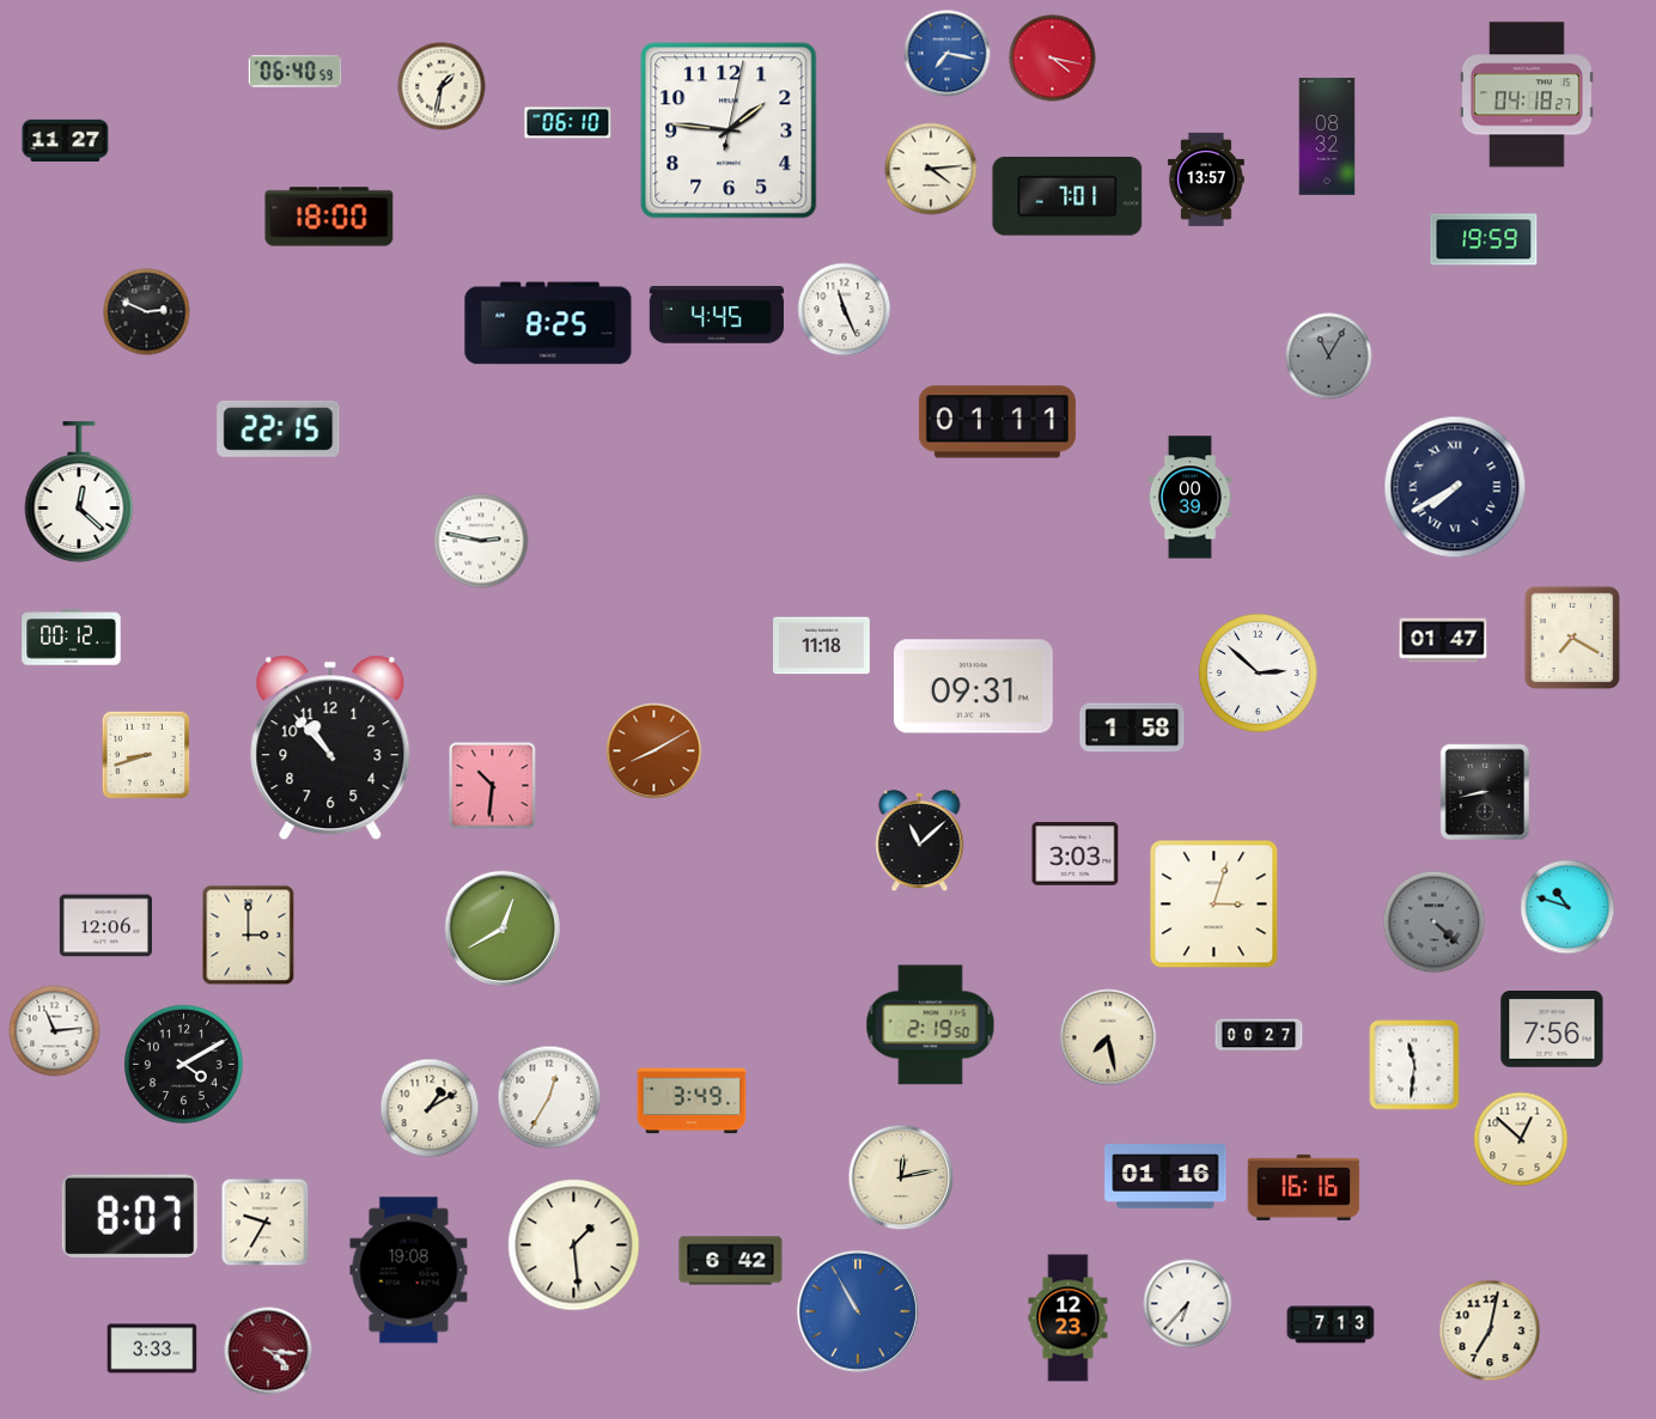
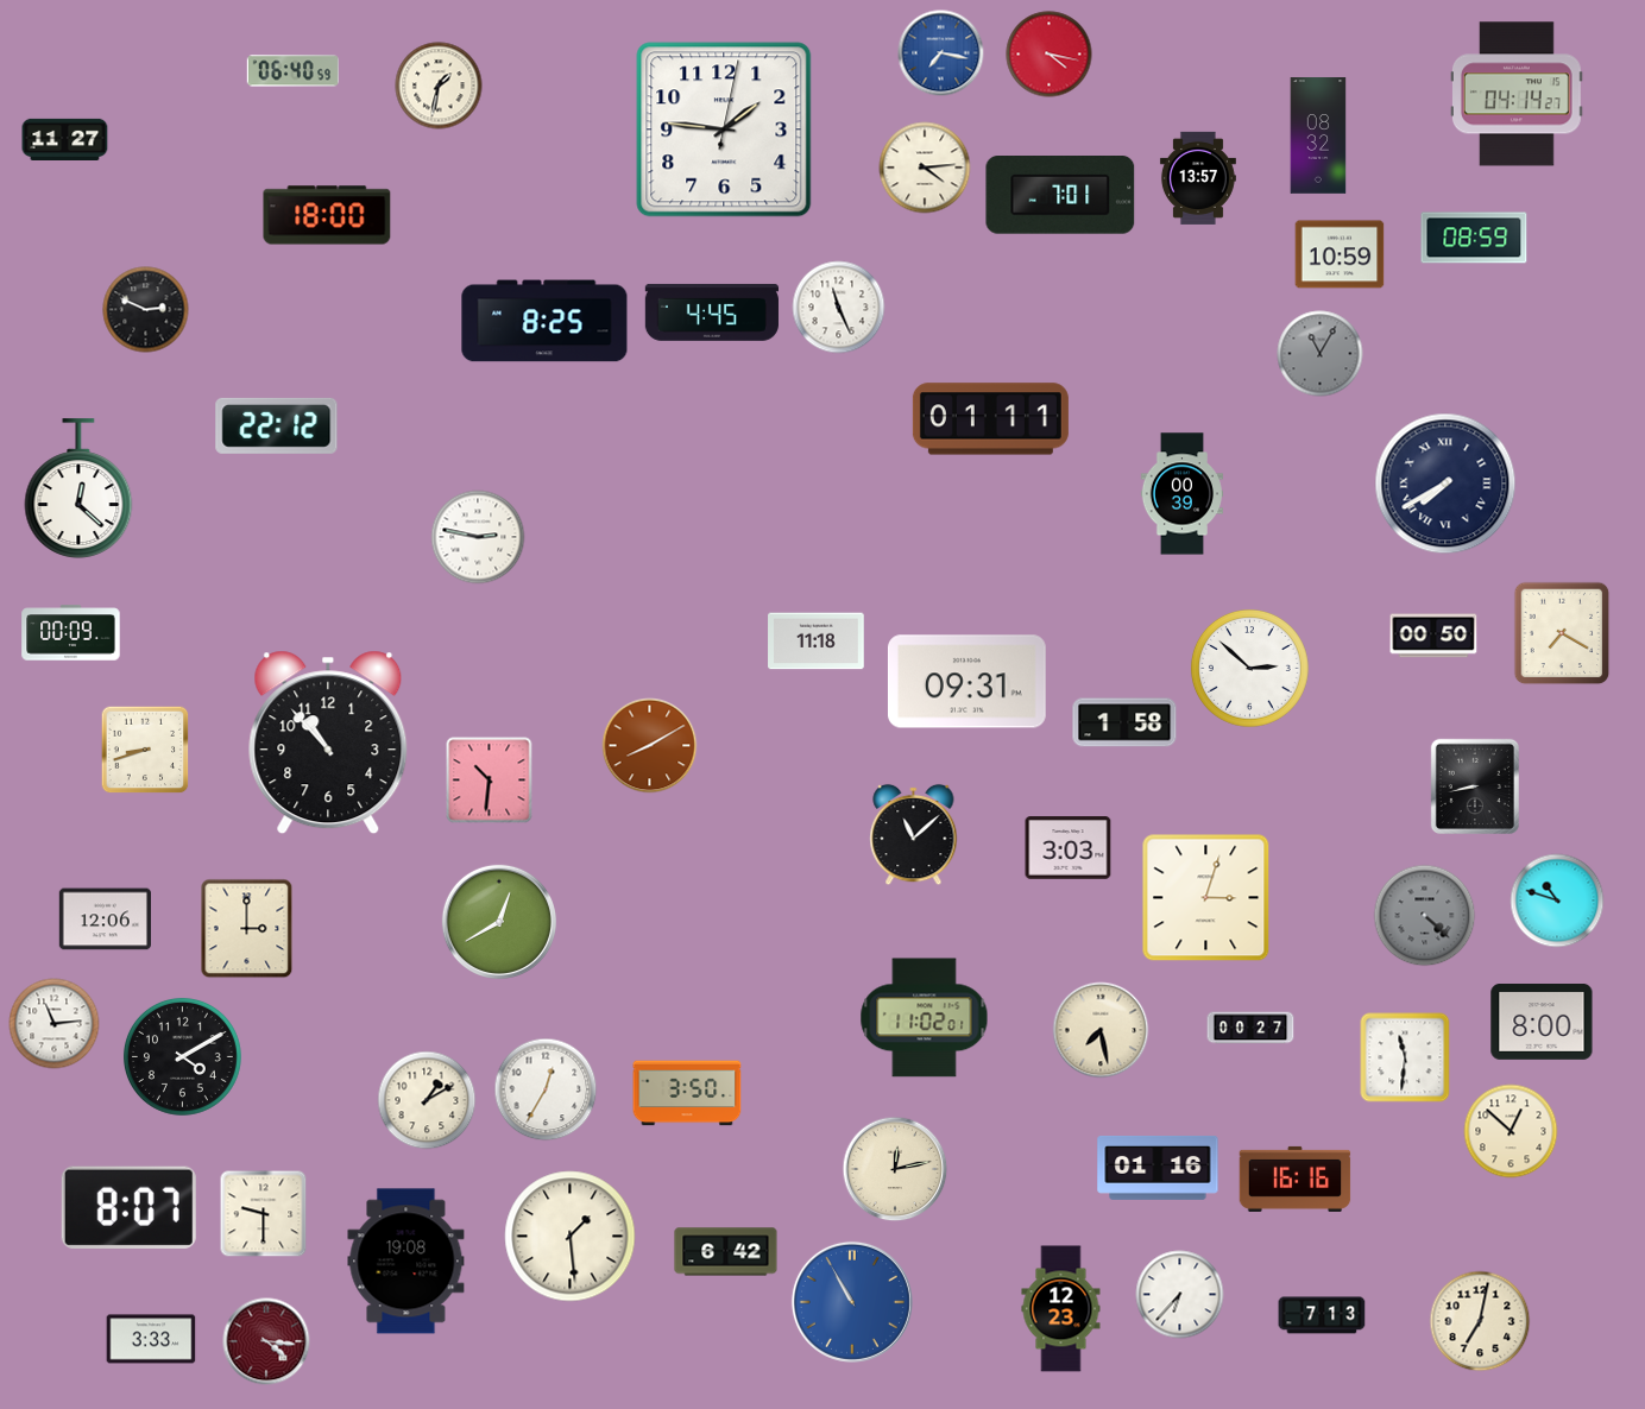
clock at (1053, 59) position: (1053, 59) -> (1050, 55)
clock at (1527, 95): 04:18 -> 04:14
clock at (568, 123): 06:10 -> none
clock at (1484, 239): 19:59 -> 08:59
clock at (1340, 254): none -> 10:59
clock at (279, 428): 22:15 -> 22:12
clock at (72, 638): 00:12 -> 00:09
clock at (1443, 640): 01:47 -> 00:50
clock at (931, 1025): 2:19 -> 11:02
clock at (1552, 1030): 7:56 -> 8:00
clock at (692, 1101): 3:49 -> 3:50
clock at (266, 1223): 9:35 -> 9:30
